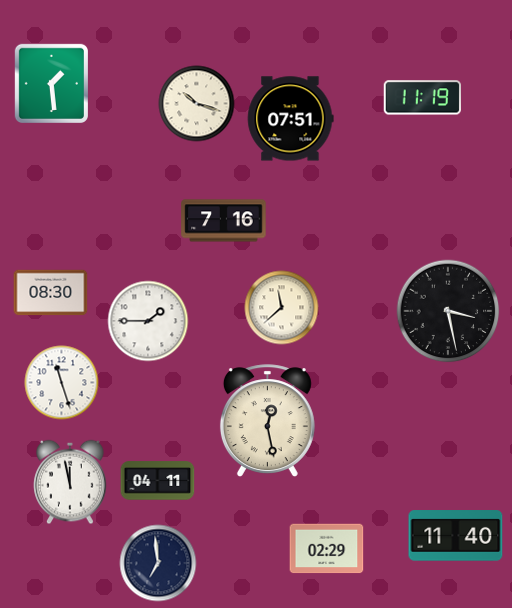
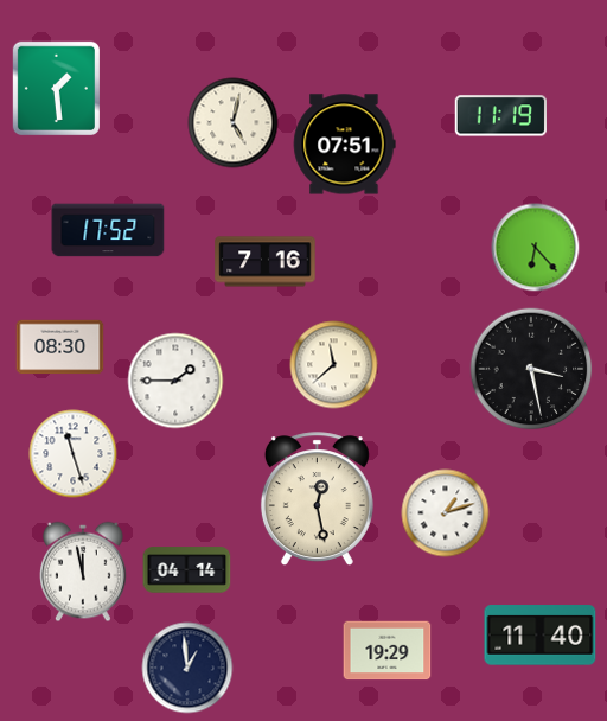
clock at (51, 83) position: (51, 83) -> (56, 88)
clock at (197, 104): 10:18 -> 5:02
clock at (290, 119) position: (290, 119) -> (344, 145)
clock at (108, 230): none -> 17:52
clock at (536, 248): none -> 6:23
clock at (446, 513): none -> 1:12
clock at (158, 481): 04:11 -> 04:14
clock at (327, 549): 02:29 -> 19:29
clock at (158, 563): 6:59 -> 12:59
